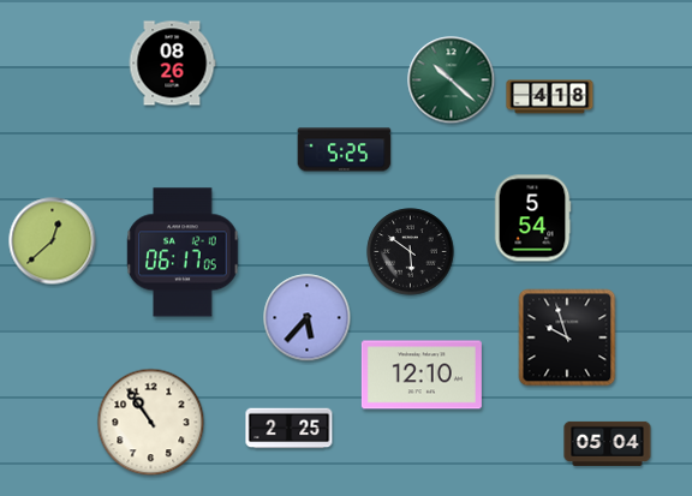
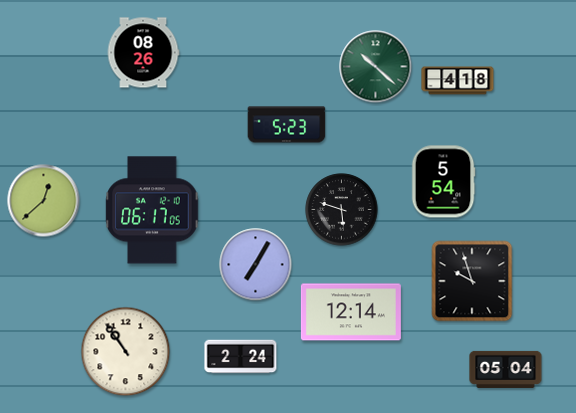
clock at (345, 150): 5:25 -> 5:23
clock at (411, 252): 5:51 -> 5:48
clock at (308, 318): 5:37 -> 7:05
clock at (422, 375): 12:10 -> 12:14
clock at (290, 429): 2:25 -> 2:24
